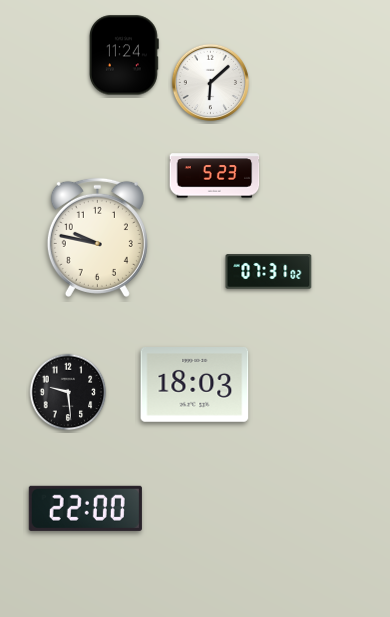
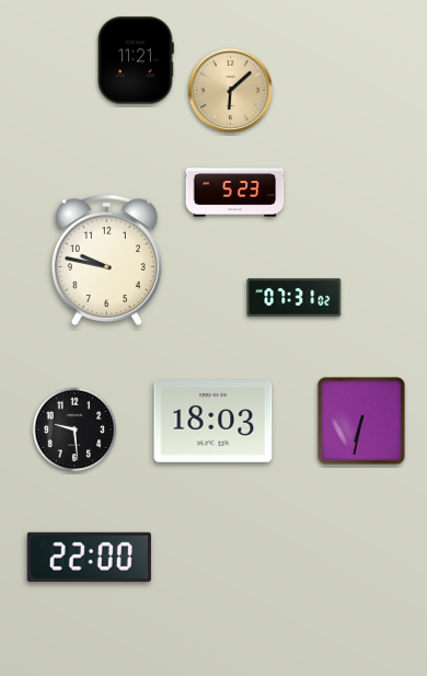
clock at (124, 55): 11:24 -> 11:21
clock at (210, 82) dial: white -> champagne
clock at (361, 421): none -> 6:32
clock at (85, 508) position: (85, 508) -> (89, 557)
